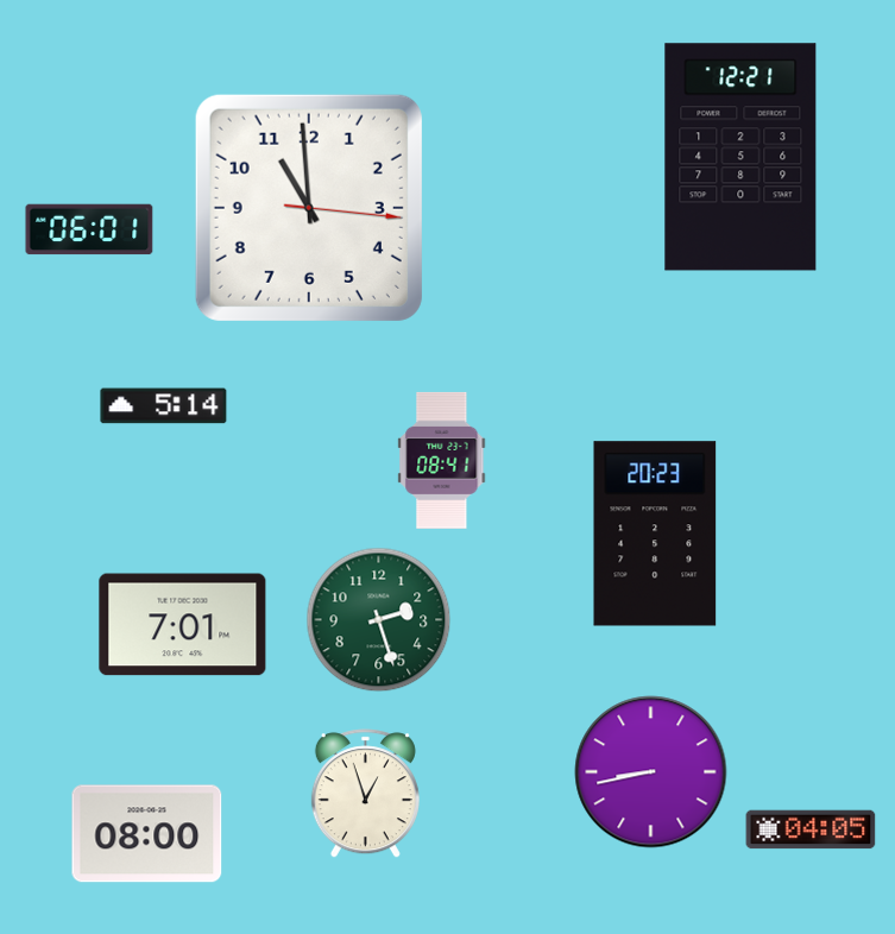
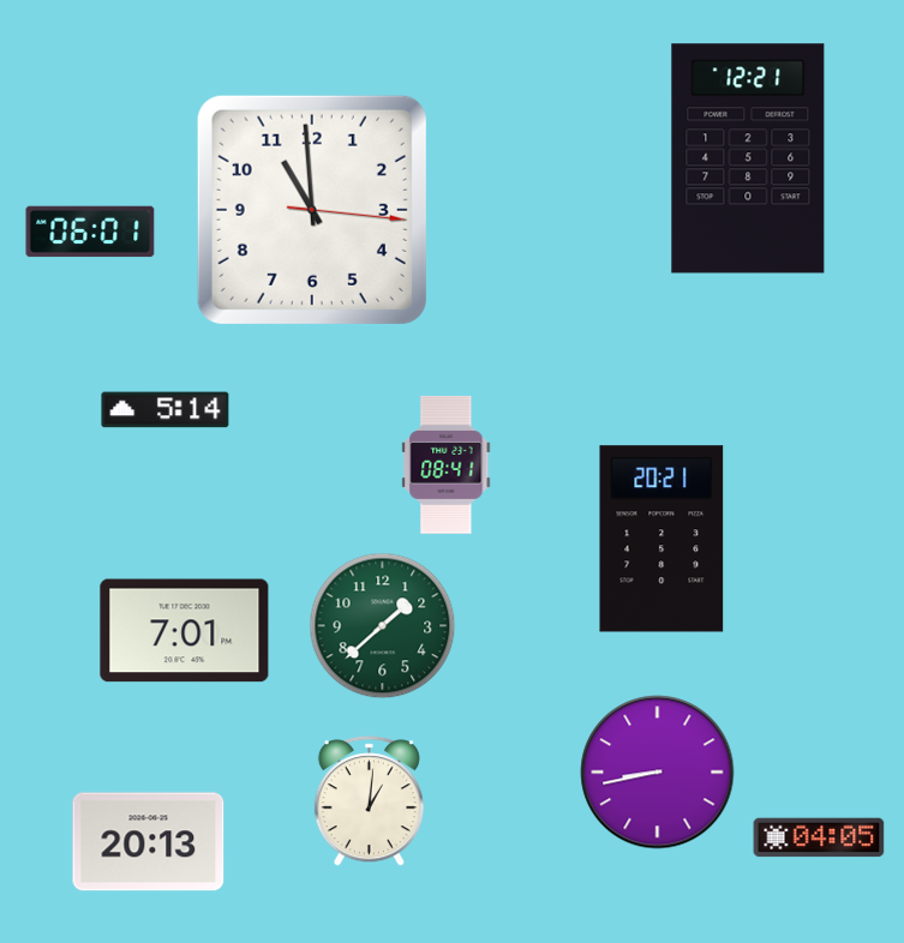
clock at (655, 534): 20:23 -> 20:21
clock at (379, 620): 2:27 -> 1:38
clock at (651, 772) position: (651, 772) -> (658, 773)
clock at (365, 794): 12:57 -> 1:01
clock at (147, 834): 08:00 -> 20:13
